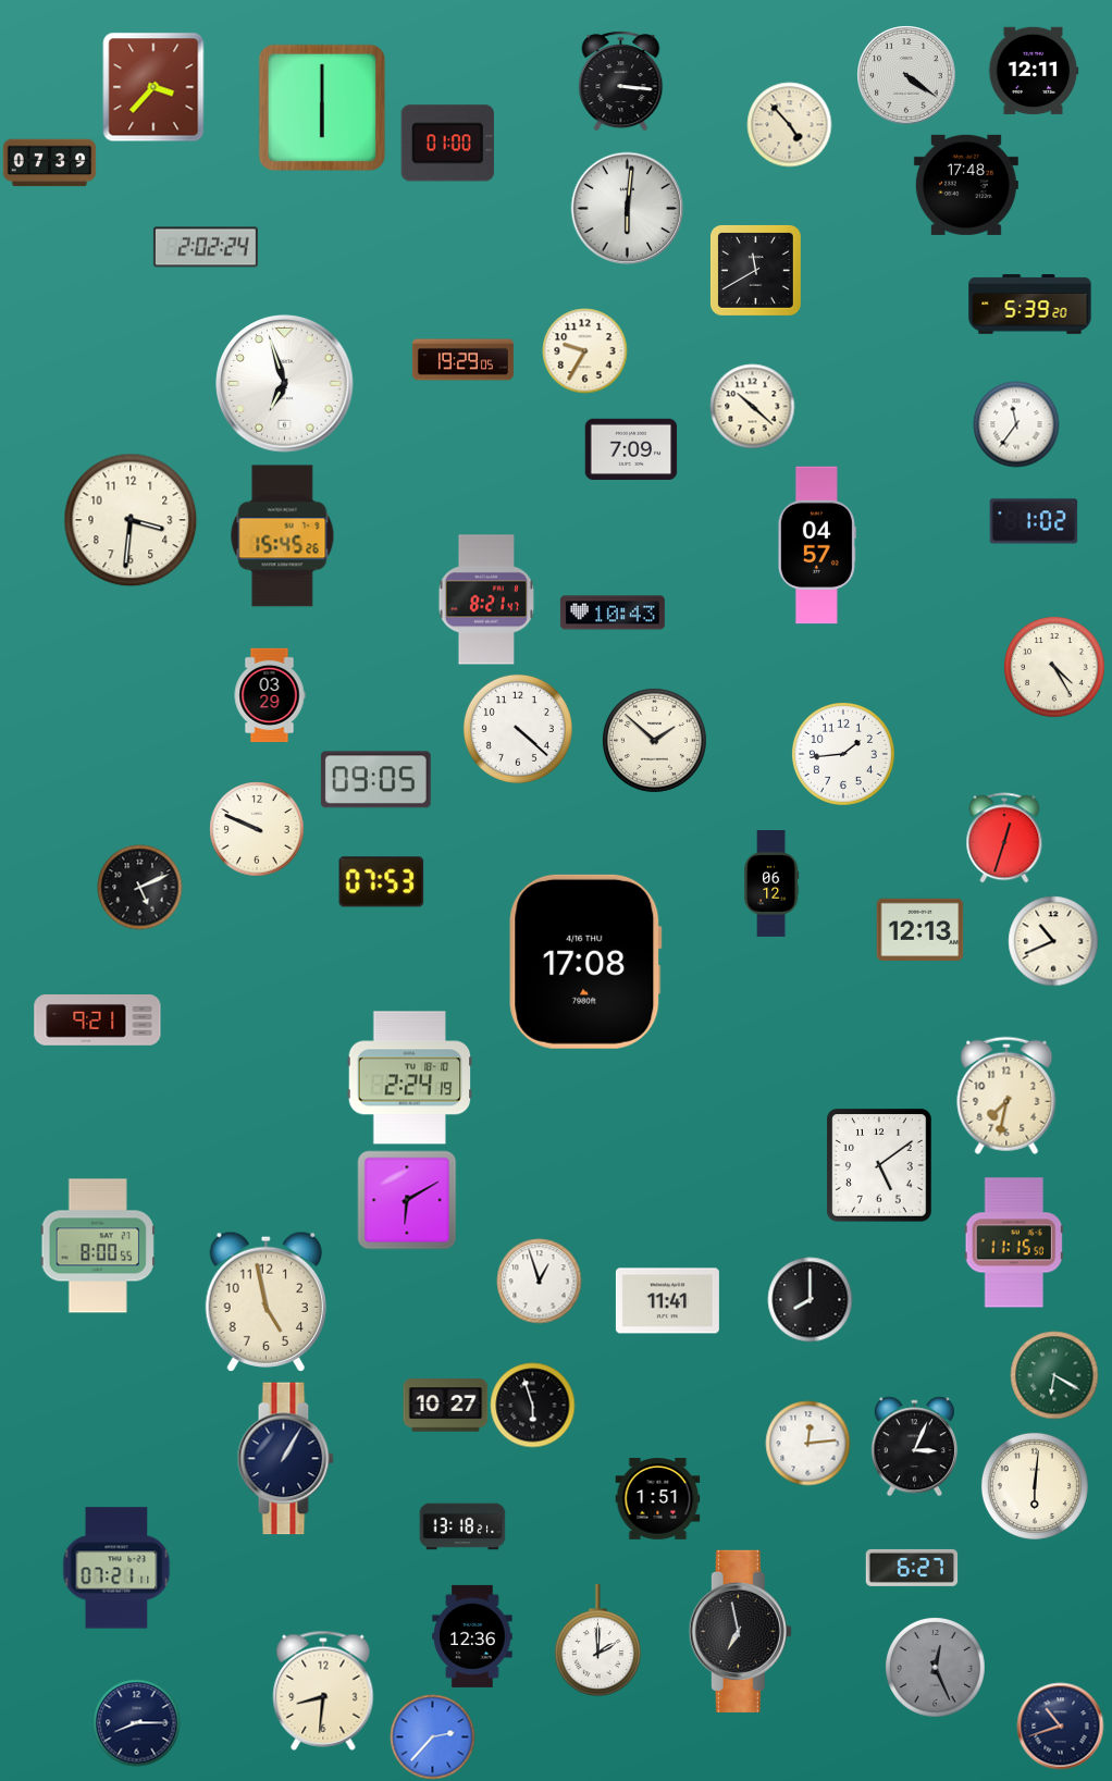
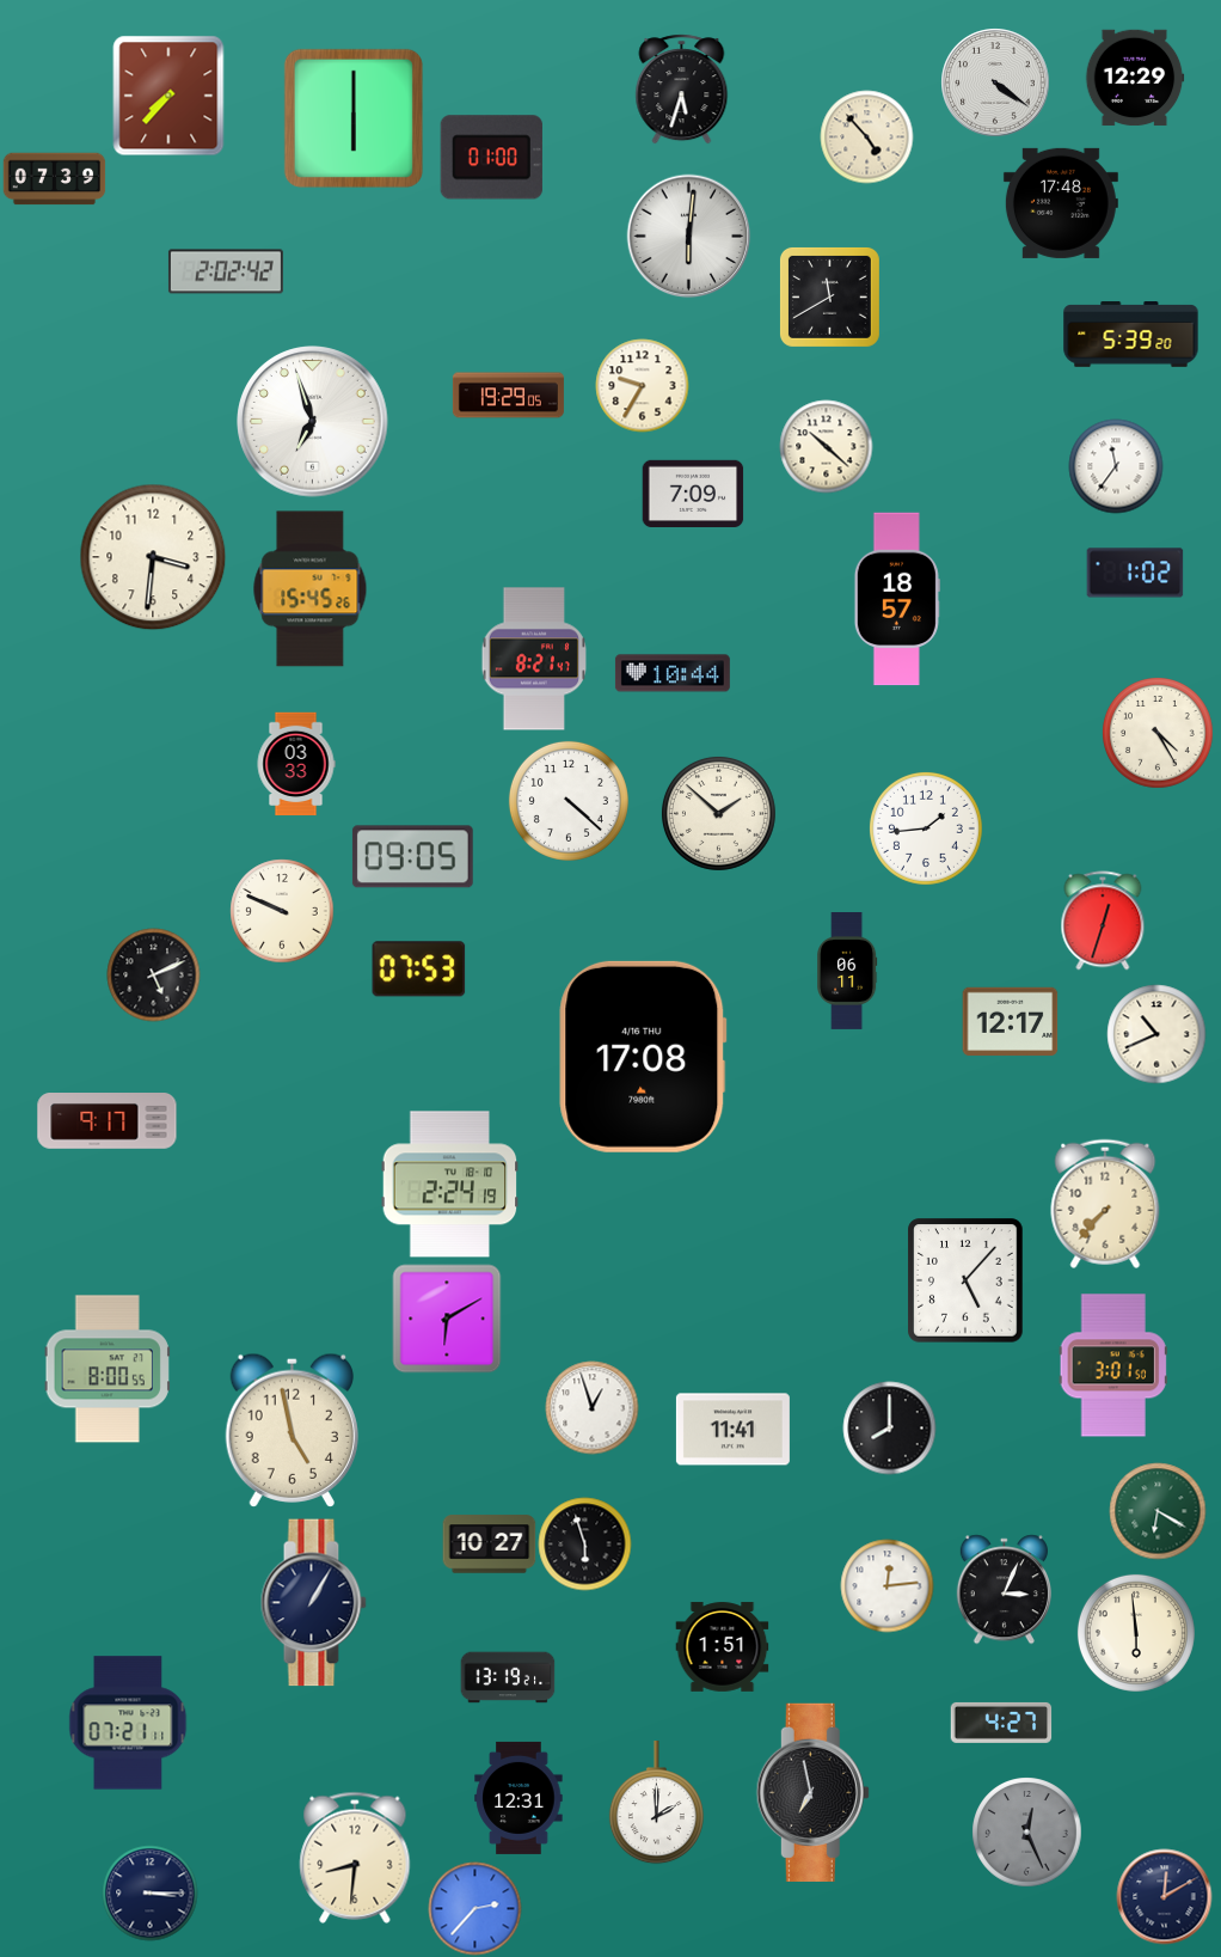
clock at (1034, 71): 12:11 -> 12:29
clock at (621, 81): 3:16 -> 5:33
clock at (153, 87): 3:37 -> 7:37
clock at (627, 208) position: (627, 208) -> (688, 236)
clock at (206, 247): 2:02:24 -> 2:02:42
clock at (131, 520) position: (131, 520) -> (153, 557)
clock at (817, 545): 04:57 -> 18:57
clock at (613, 613): 10:43 -> 10:44
clock at (270, 695): 03:29 -> 03:33
clock at (771, 885): 06:12 -> 06:11
clock at (919, 930): 12:13 -> 12:17
clock at (98, 1021): 9:21 -> 9:17
clock at (1006, 1096): 7:32 -> 7:37
clock at (879, 1165): 5:09 -> 5:07
clock at (1014, 1242): 11:15 -> 3:01
clock at (1035, 1486): 6:01 -> 5:59
clock at (462, 1526): 13:18 -> 13:19
clock at (912, 1568): 6:27 -> 4:27
clock at (472, 1636): 12:36 -> 12:31
clock at (136, 1722): 8:15 -> 3:15
clock at (1060, 1726): 10:42 -> 12:10
